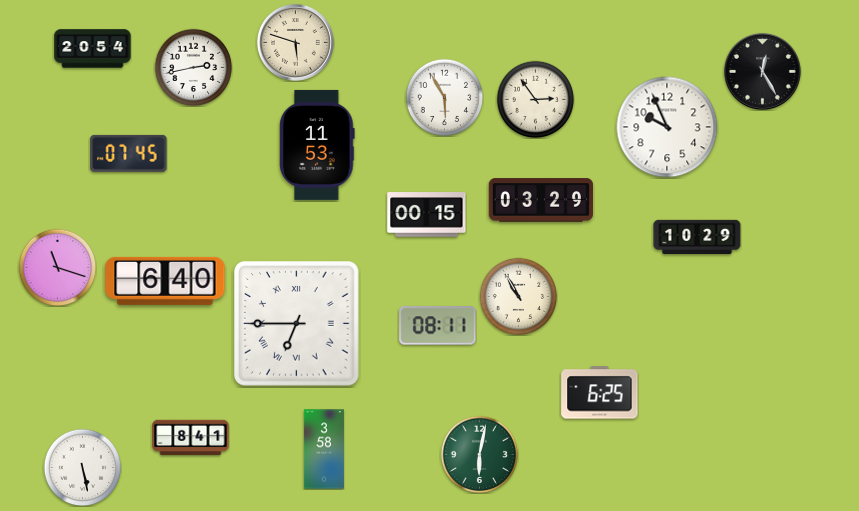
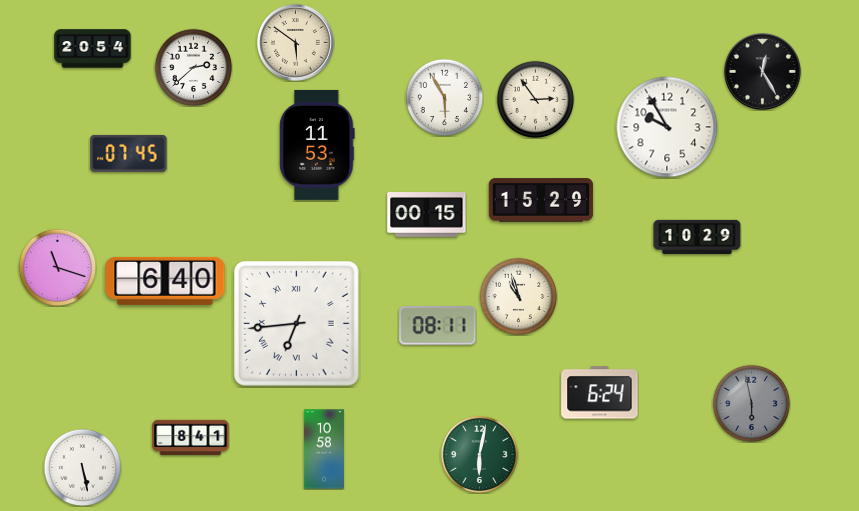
clock at (295, 42): 5:48 -> 5:51
clock at (193, 67): 2:43 -> 2:38
clock at (667, 127): 9:56 -> 9:55
clock at (541, 200): 03:29 -> 15:29
clock at (518, 296): 10:55 -> 10:57
clock at (297, 324): 6:45 -> 6:44
clock at (600, 393): 6:25 -> 6:24
clock at (751, 403): none -> 5:58
clock at (324, 449): 3:58 -> 10:58
